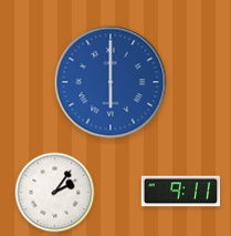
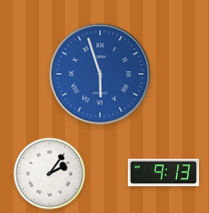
clock at (111, 82): 6:00 -> 5:57
clock at (181, 192): 9:11 -> 9:13
